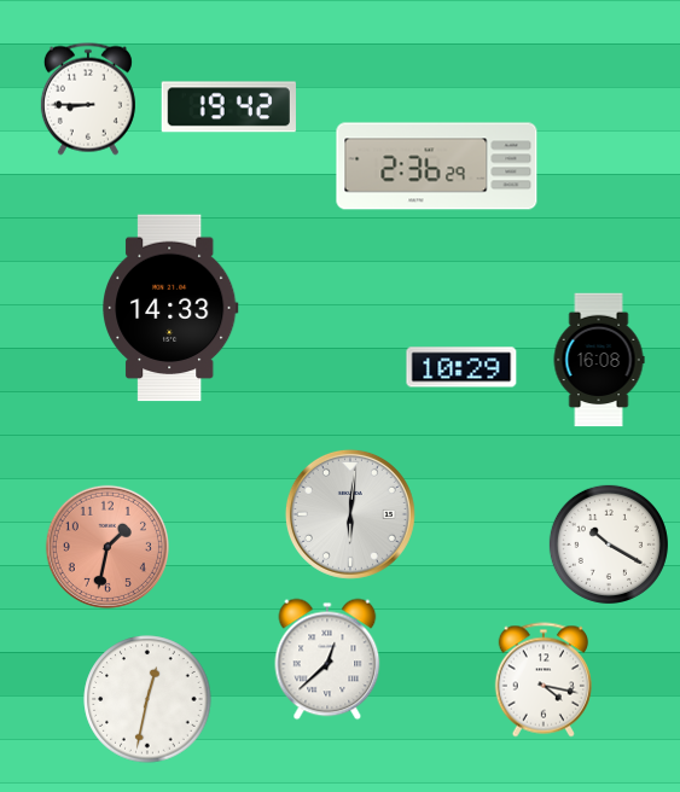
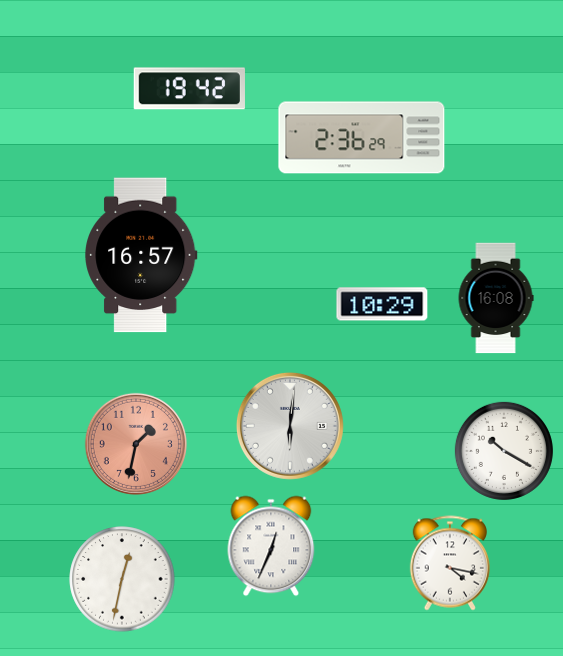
clock at (88, 99): 8:45 -> none
clock at (170, 308): 14:33 -> 16:57
clock at (107, 547) position: (107, 547) -> (136, 444)
clock at (327, 659): 12:38 -> 12:34
